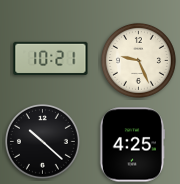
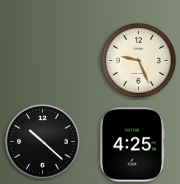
clock at (51, 58): 10:21 -> none
